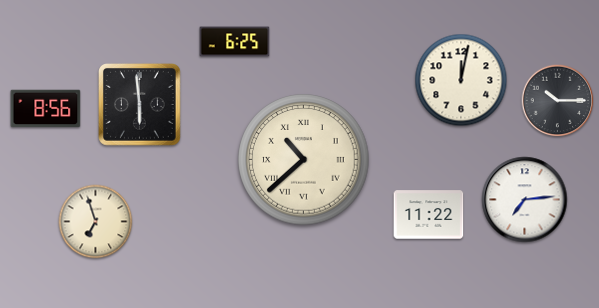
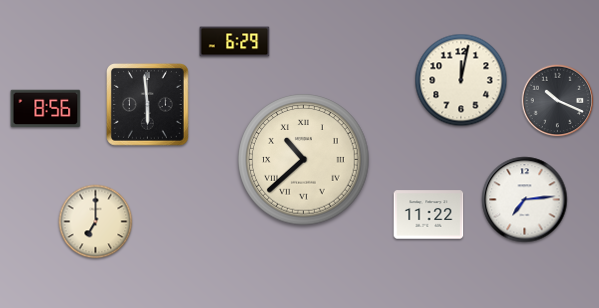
clock at (235, 42): 6:25 -> 6:29
clock at (558, 101): 10:15 -> 10:19
clock at (140, 105) position: (140, 105) -> (148, 105)
clock at (96, 222): 6:57 -> 7:00
